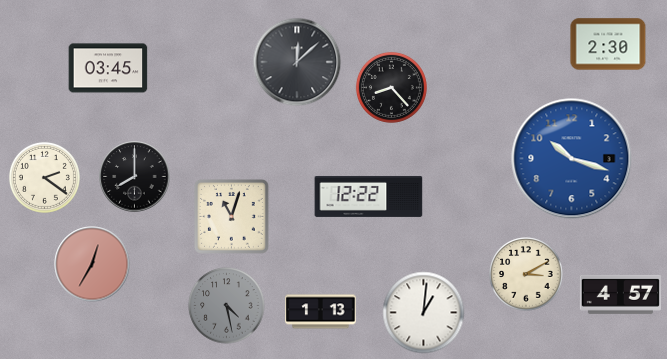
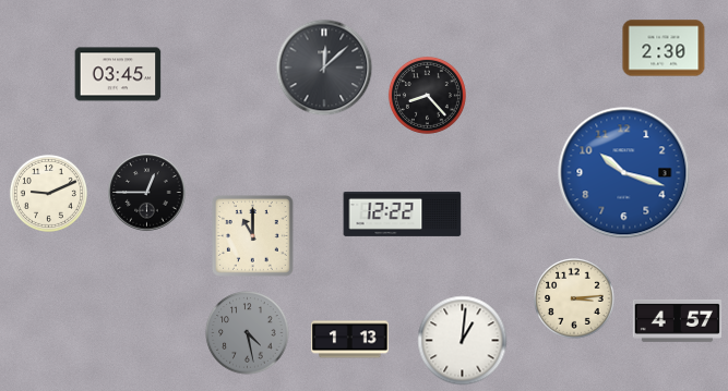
clock at (44, 177): 2:21 -> 9:11
clock at (135, 177): 8:00 -> 12:45
clock at (232, 217): 11:03 -> 11:00
clock at (92, 264): 12:35 -> none
clock at (526, 274): 3:10 -> 3:14
